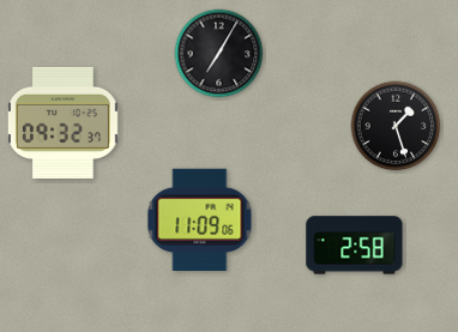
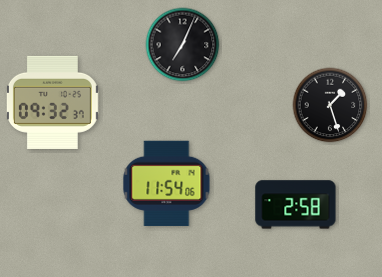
clock at (219, 54): 7:05 -> 7:04
clock at (200, 219): 11:09 -> 11:54
